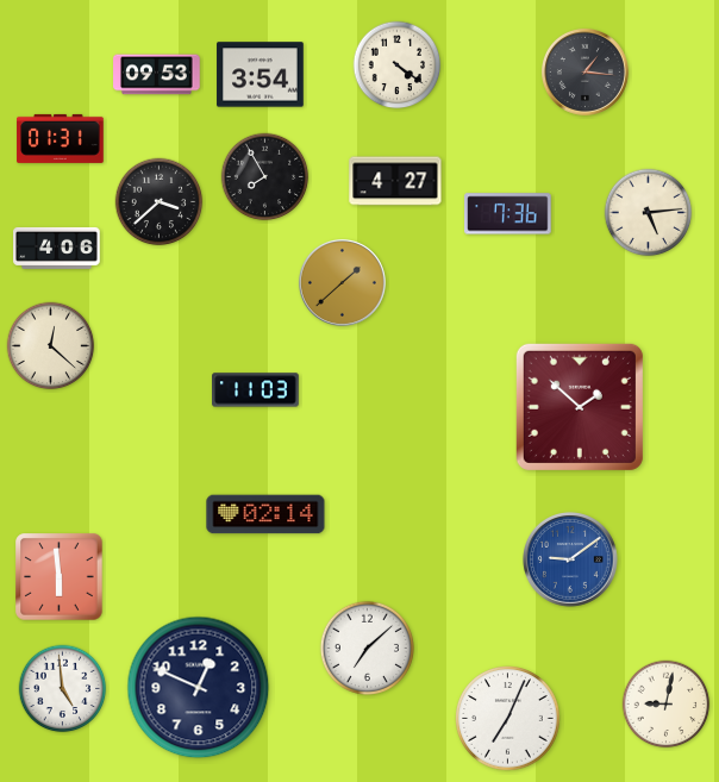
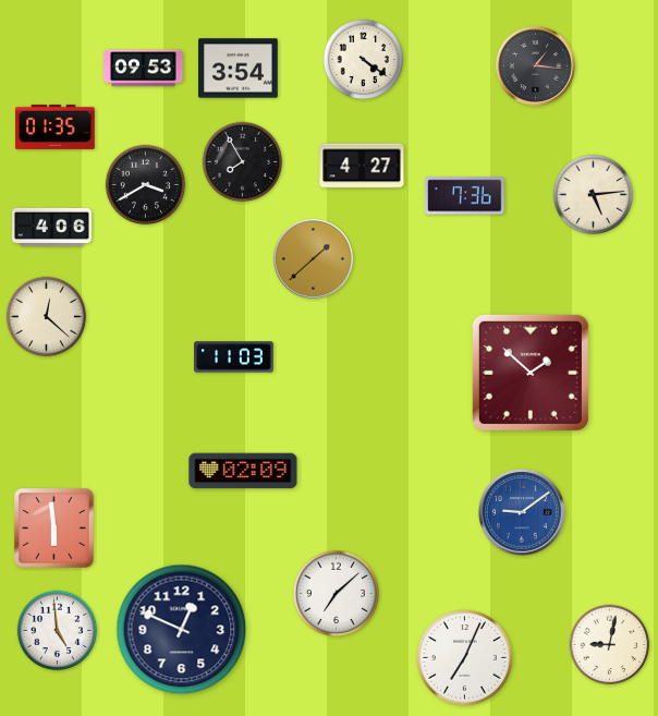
clock at (61, 138): 01:31 -> 01:35
clock at (160, 202): 3:38 -> 3:40
clock at (265, 514): 02:14 -> 02:09
